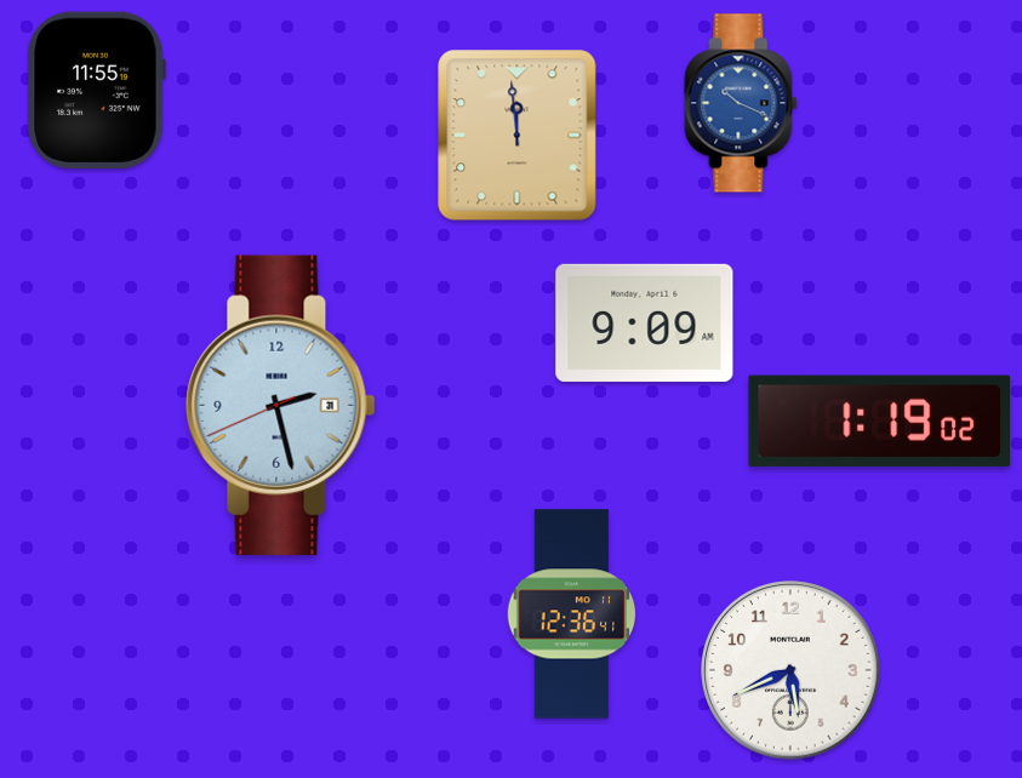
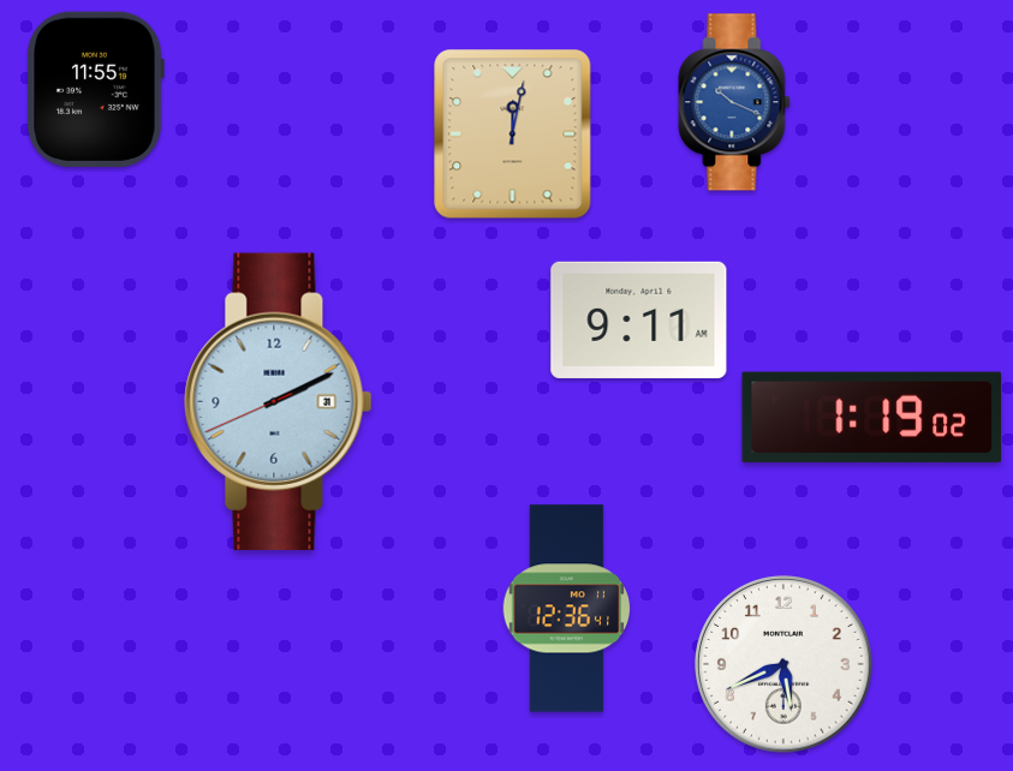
clock at (518, 136): 11:59 -> 12:02
clock at (645, 322): 9:09 -> 9:11
clock at (281, 405): 2:27 -> 2:10
